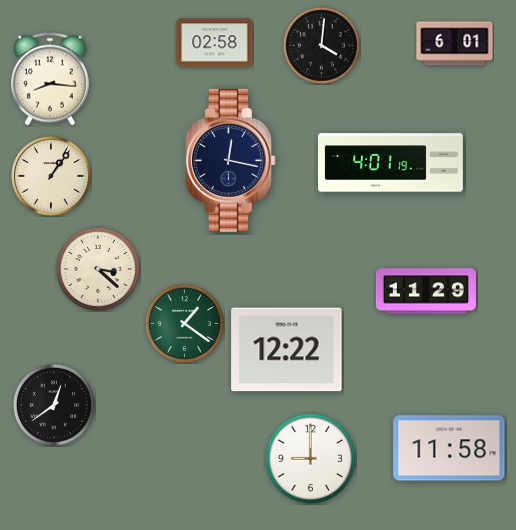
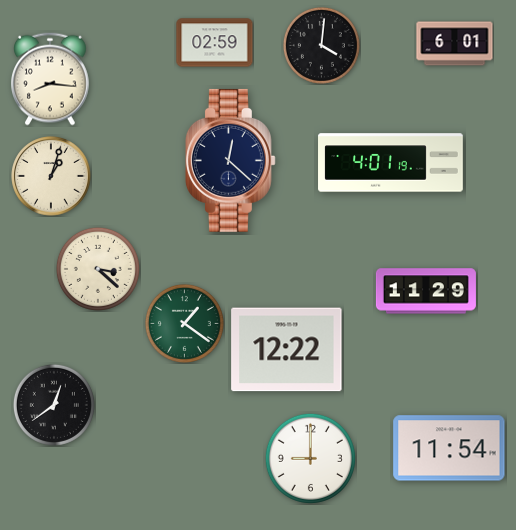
clock at (215, 43): 02:58 -> 02:59
clock at (230, 160): 12:17 -> 12:22
clock at (51, 176): 1:06 -> 1:03
clock at (449, 448): 11:58 -> 11:54
